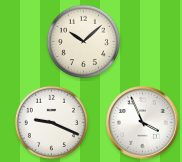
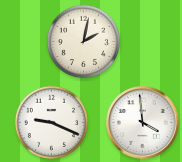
clock at (83, 41): 10:08 -> 2:02
clock at (143, 123): 3:56 -> 3:59
